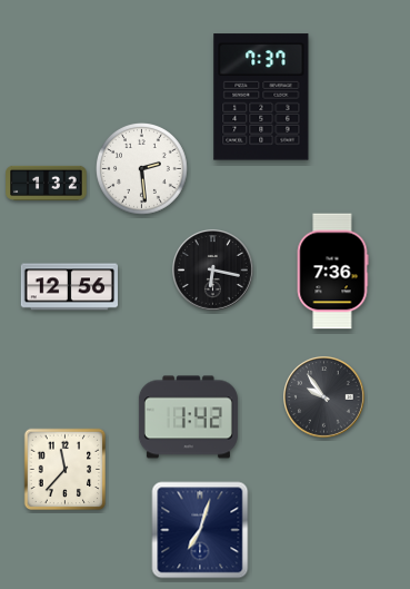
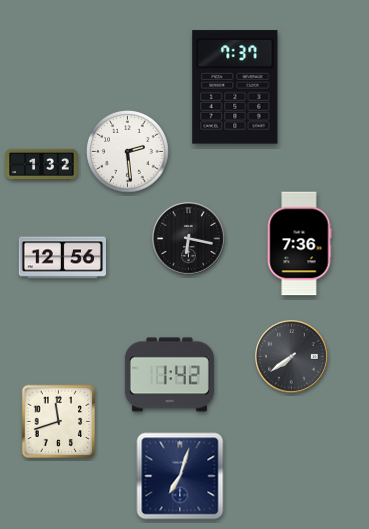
clock at (213, 271) position: (213, 271) -> (189, 239)
clock at (324, 397): 9:54 -> 7:39
clock at (66, 470): 11:37 -> 11:42
